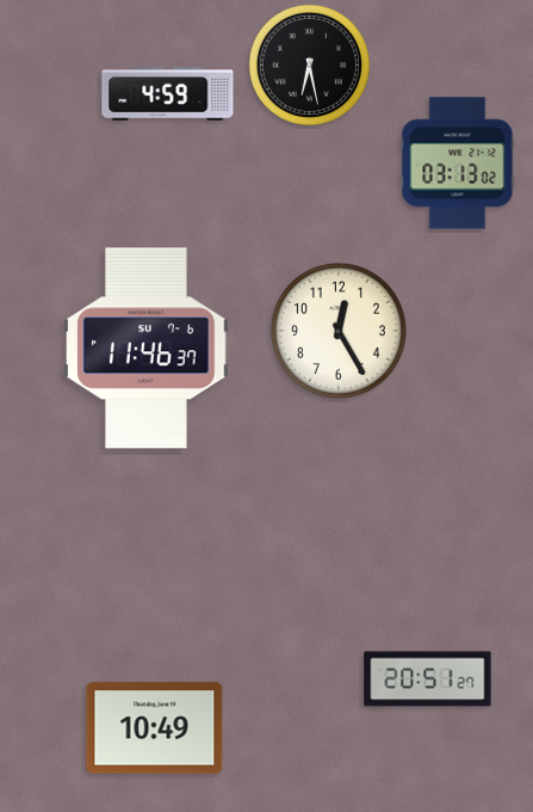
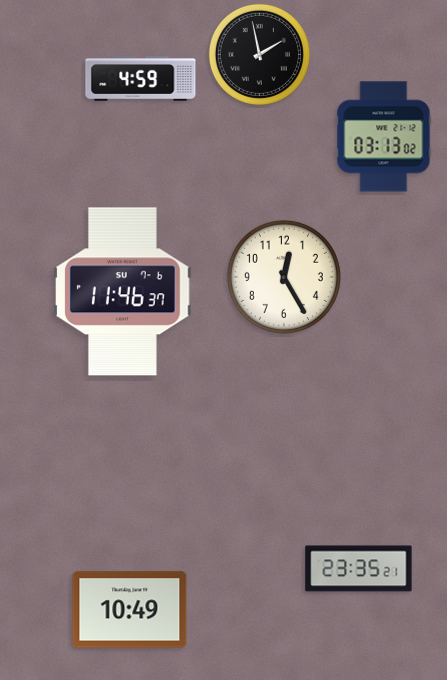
clock at (309, 64): 6:28 -> 1:58
clock at (428, 679): 20:51 -> 23:35
